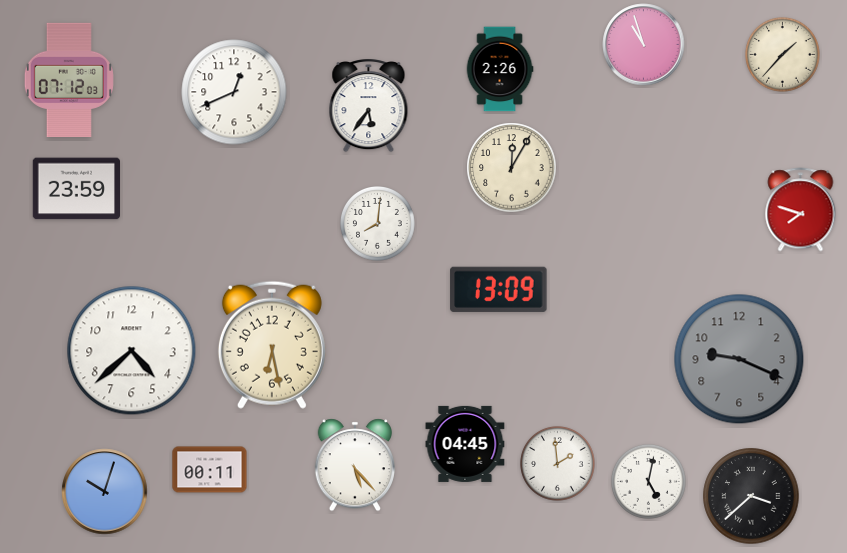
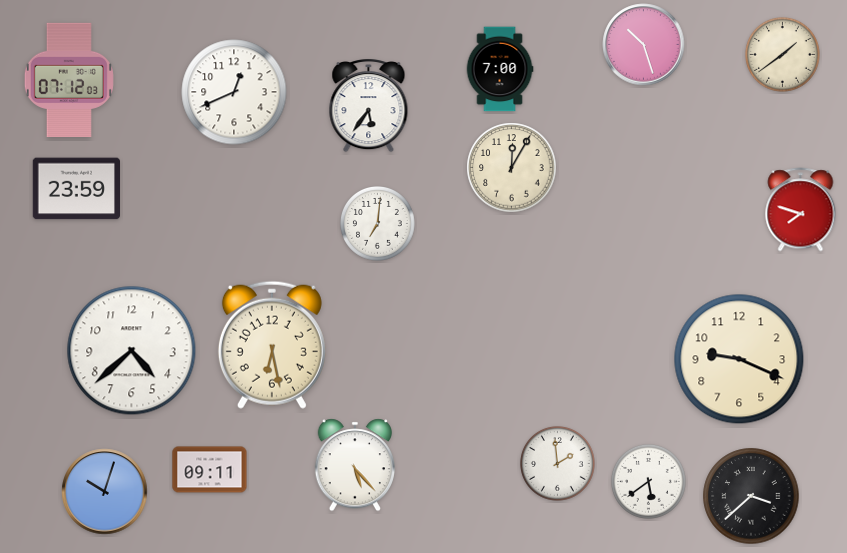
clock at (644, 45): 10:57 -> 10:27
clock at (783, 55): 1:37 -> 1:39
clock at (500, 69): 2:26 -> 7:00
clock at (378, 224): 8:01 -> 7:01
clock at (499, 289): 13:09 -> none
clock at (739, 359) dial: grey -> cream
clock at (465, 444): 04:45 -> none
clock at (210, 470): 00:11 -> 09:11
clock at (649, 482): 5:02 -> 5:39
